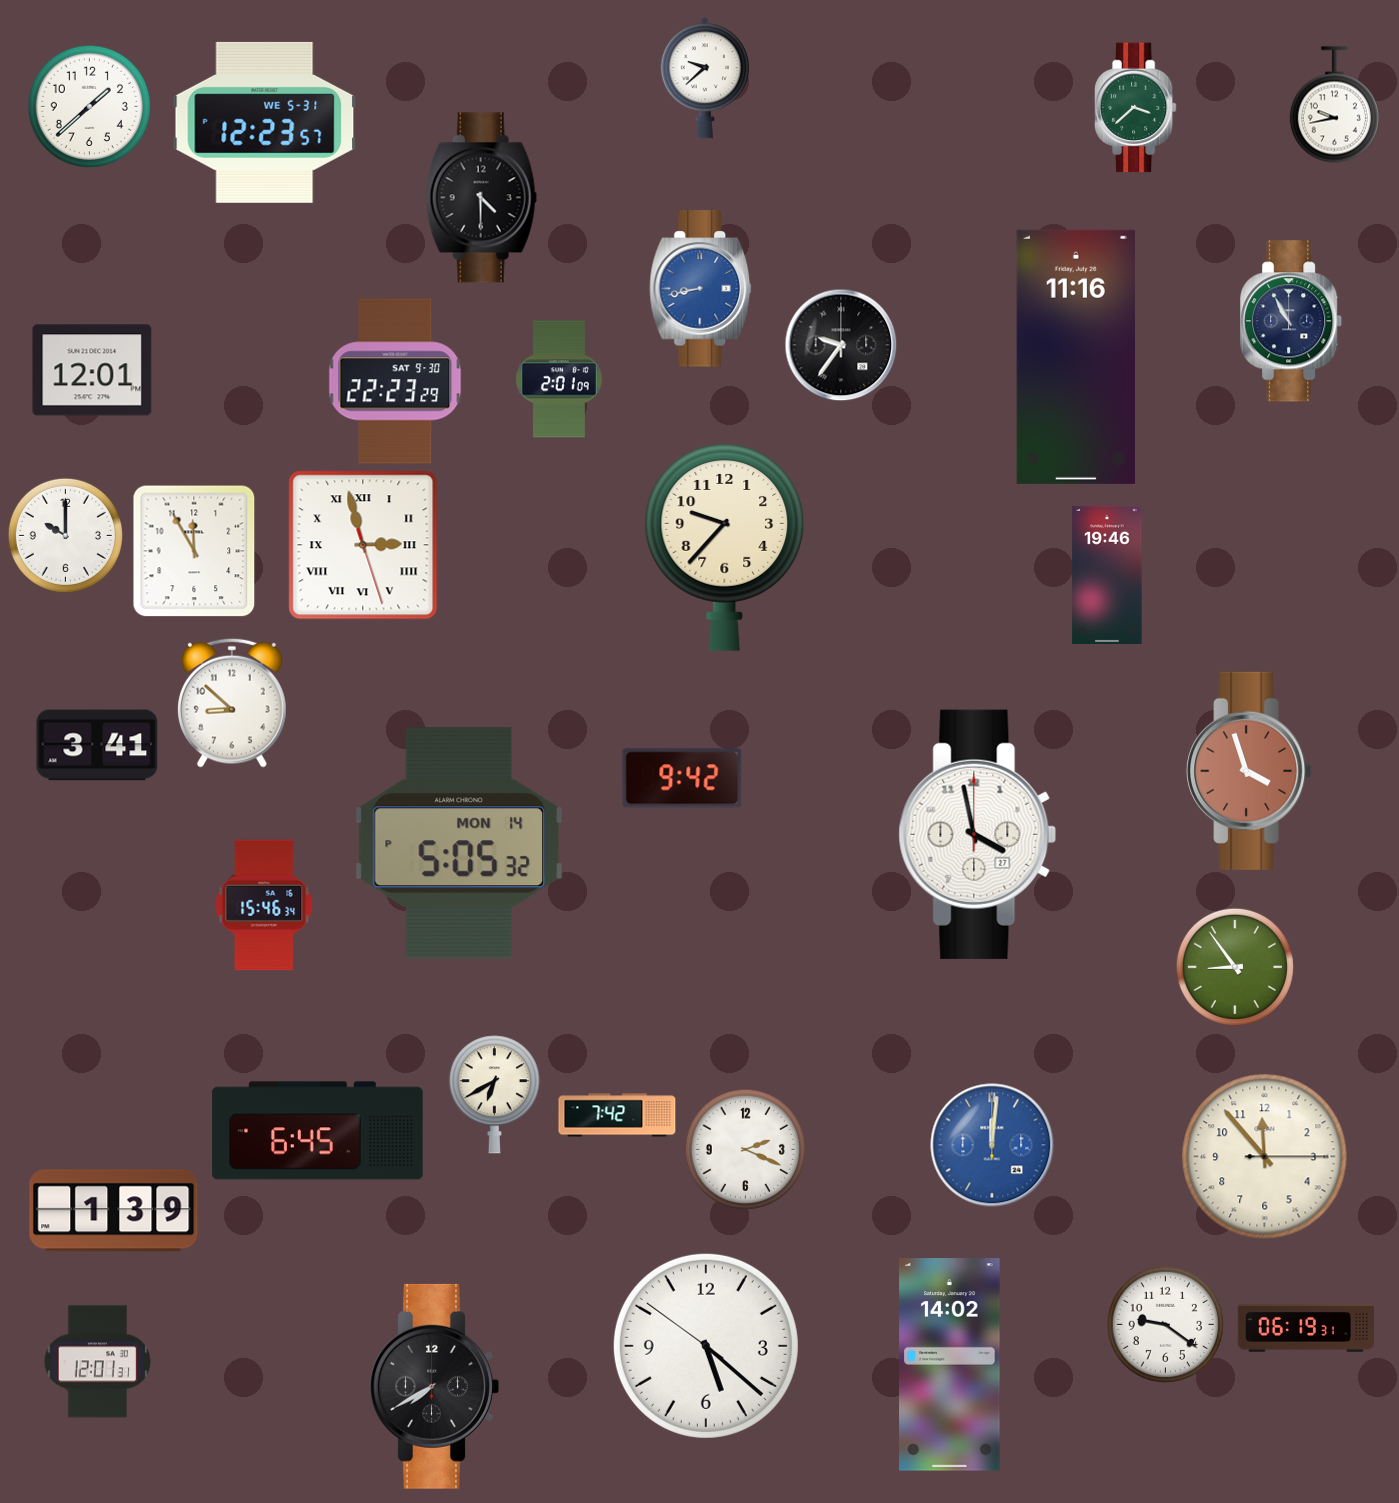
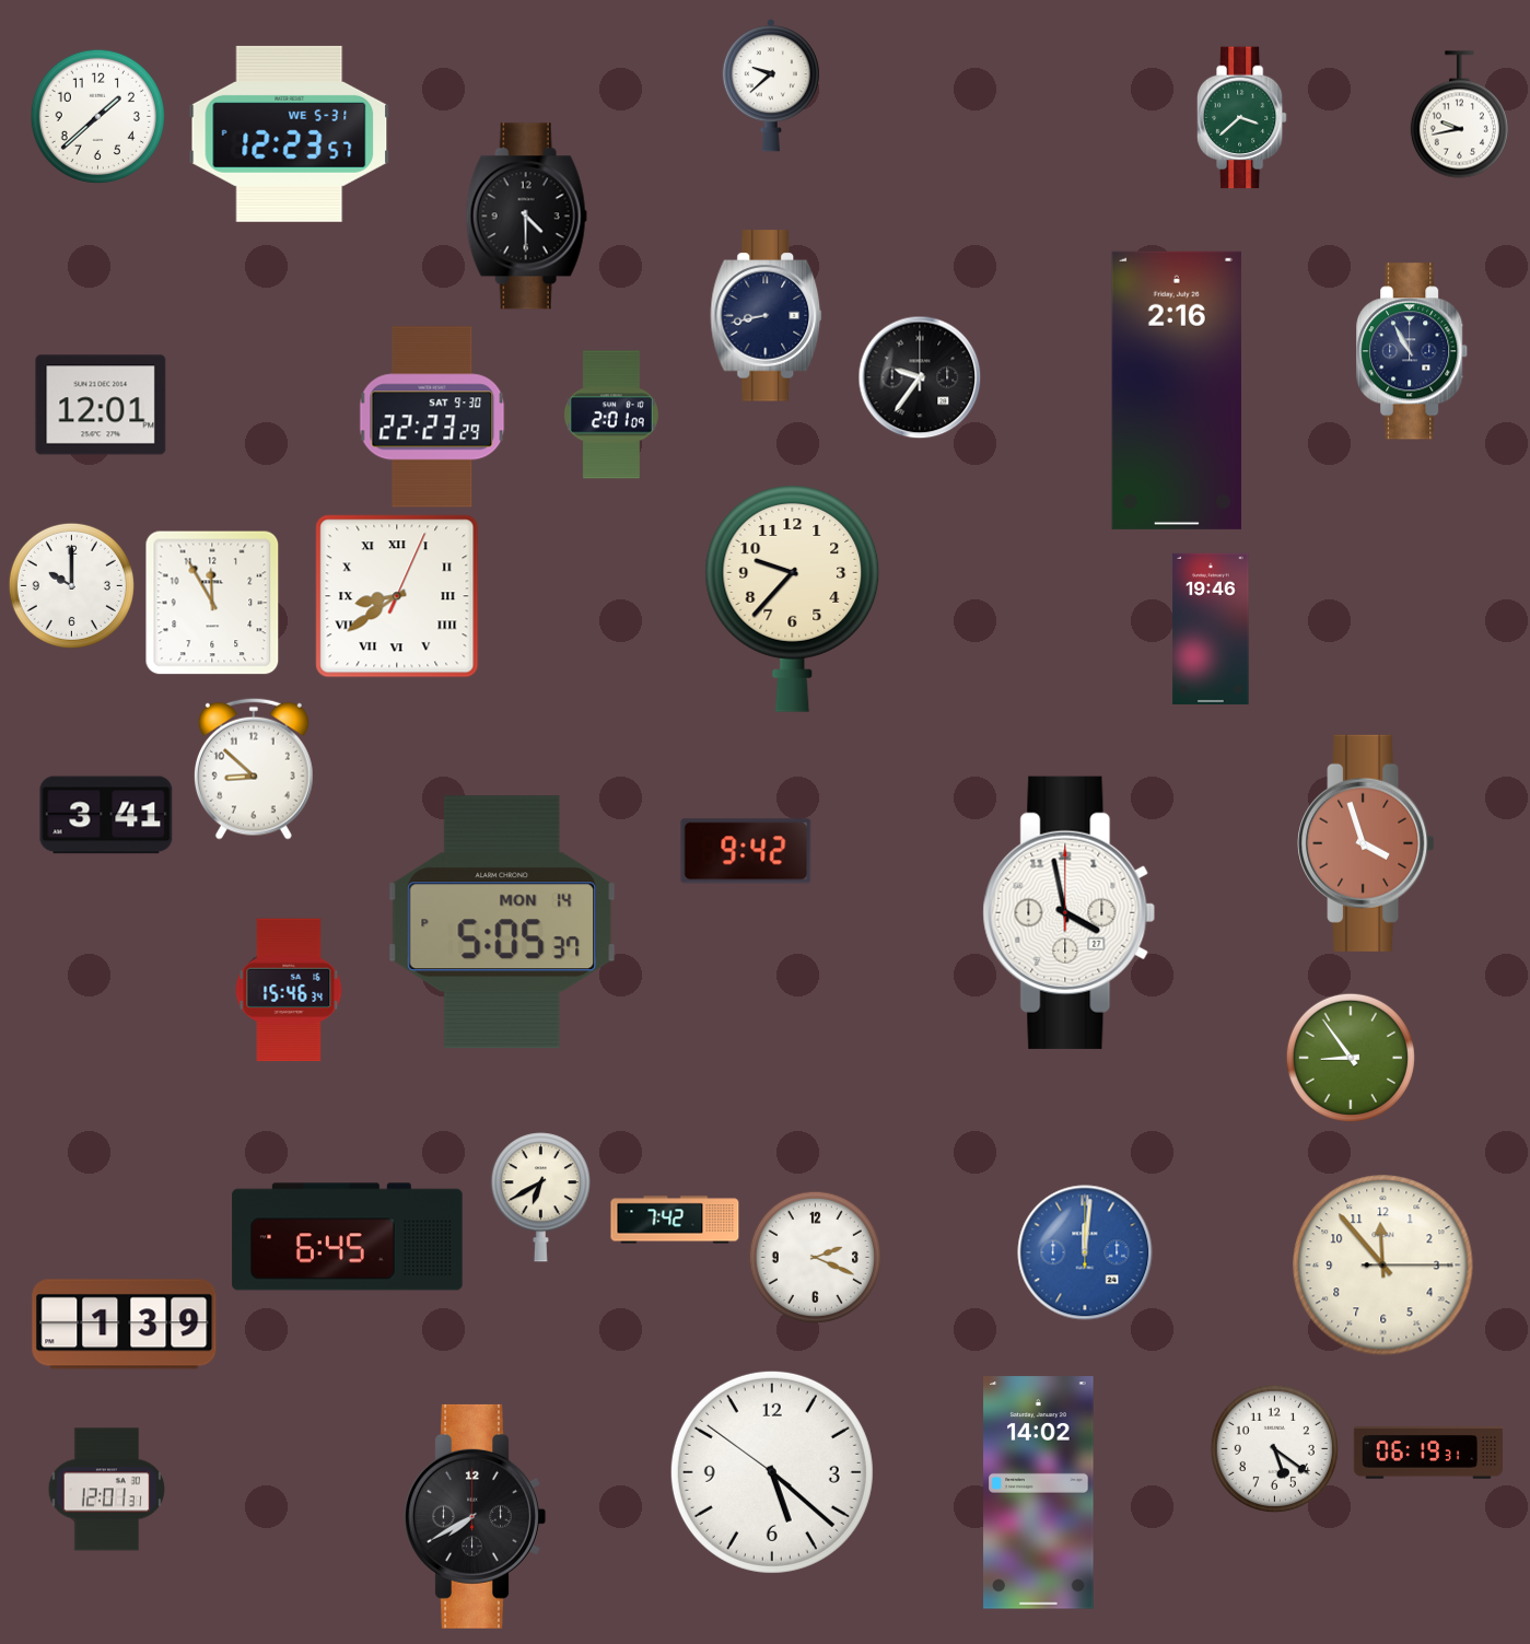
clock at (701, 289) dial: blue -> navy
clock at (1076, 357): 11:16 -> 2:16
clock at (363, 545): 2:57 -> 8:39
clock at (459, 843): 5:05:32 PM -> 5:05:37 PM
clock at (1165, 1324): 9:21 -> 5:21
